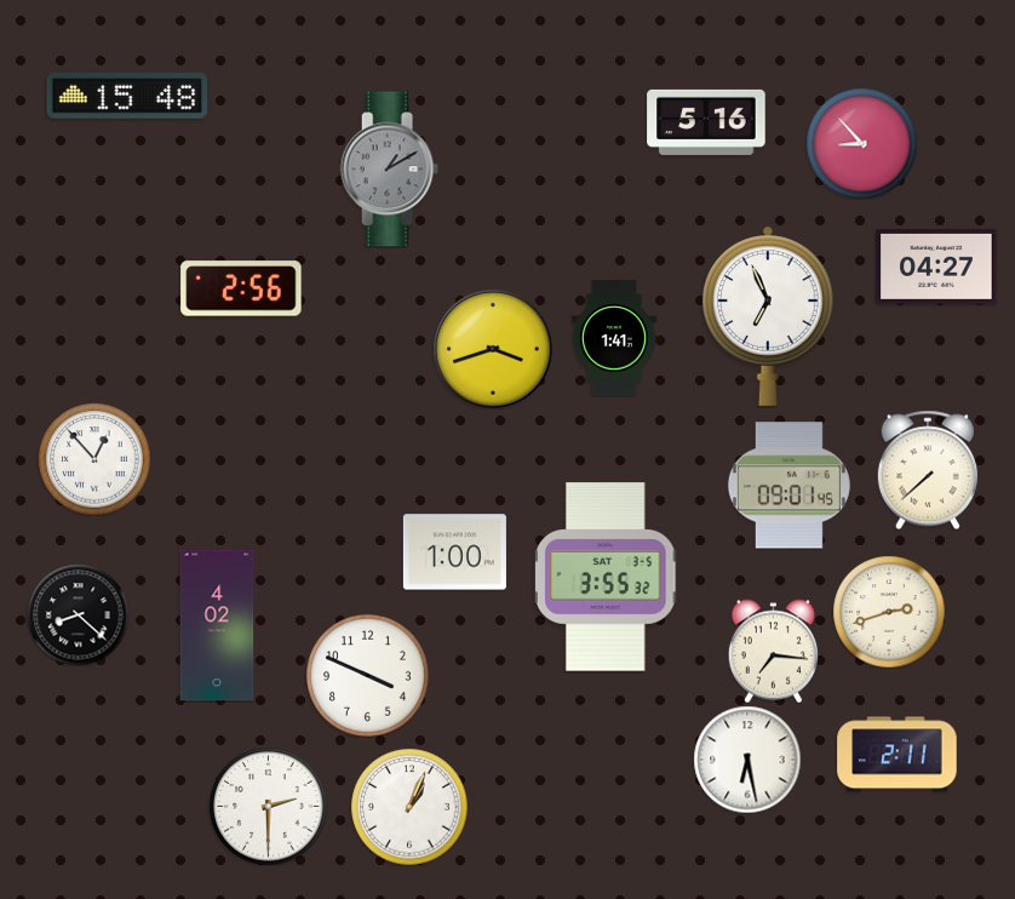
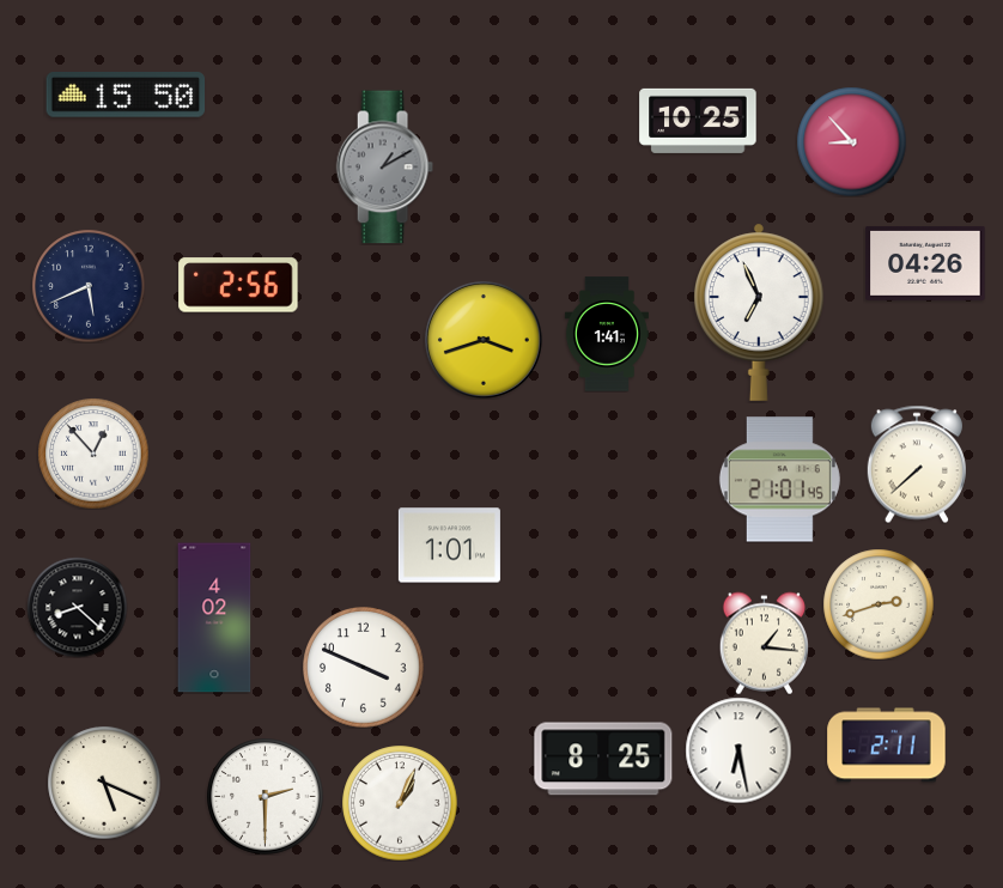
clock at (127, 97): 15:48 -> 15:50
clock at (706, 122): 5:16 -> 10:25
clock at (936, 267): 04:27 -> 04:26
clock at (89, 286): none -> 5:41
clock at (493, 349) position: (493, 349) -> (484, 340)
clock at (789, 486): 09:01 -> 21:01
clock at (454, 552): 1:00 -> 1:01
clock at (607, 577): 3:55 -> none
clock at (773, 651): 7:16 -> 1:16
clock at (603, 759): none -> 8:25
clock at (104, 783): none -> 5:19
clock at (409, 807) position: (409, 807) -> (400, 803)
